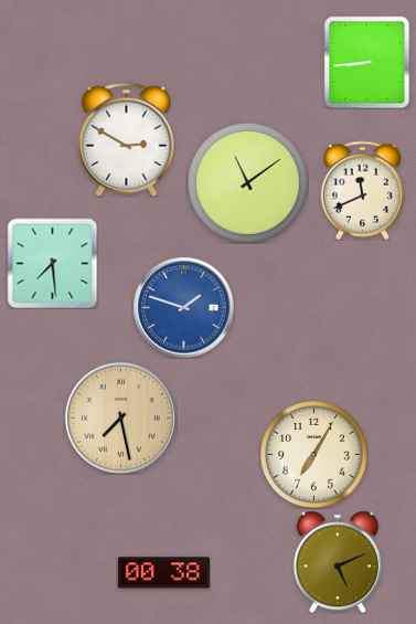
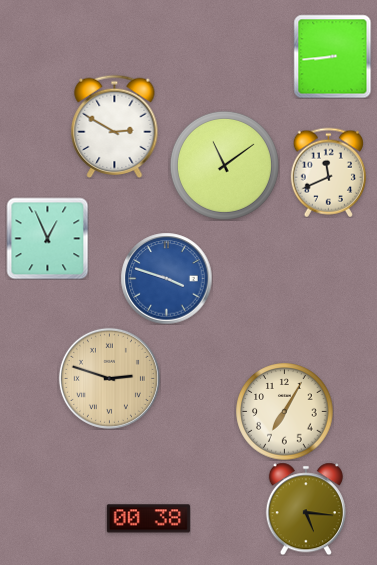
clock at (52, 263): 7:29 -> 12:56
clock at (183, 307): 1:48 -> 3:48
clock at (120, 417): 7:28 -> 2:48
clock at (338, 562): 5:11 -> 5:16
